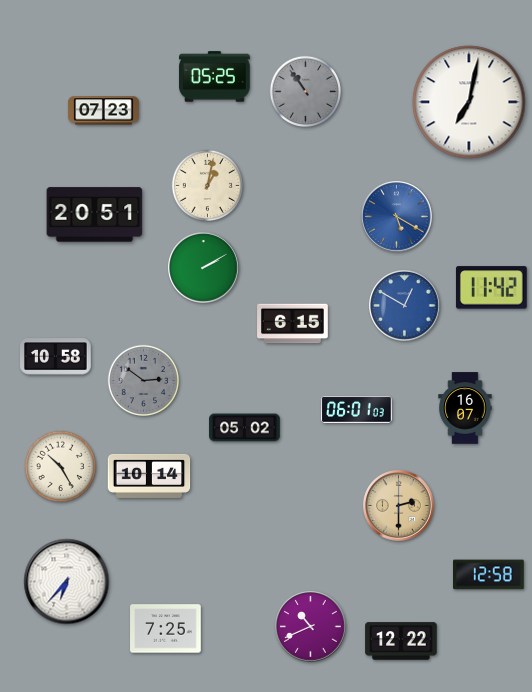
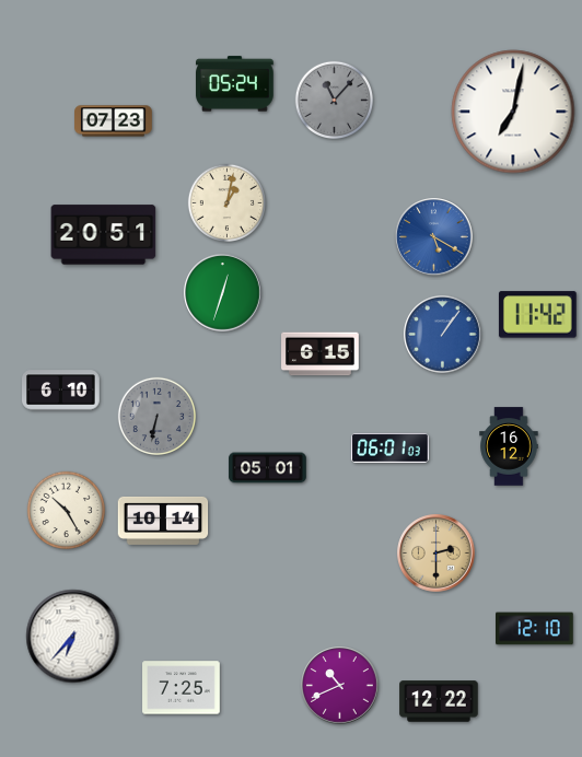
clock at (215, 77): 05:25 -> 05:24
clock at (306, 92): 10:54 -> 11:07
clock at (204, 268): 2:10 -> 12:33
clock at (405, 306): 12:50 -> 1:06
clock at (56, 357): 10:58 -> 6:10
clock at (144, 381): 2:51 -> 6:32
clock at (465, 408): 16:07 -> 16:12
clock at (245, 428): 05:02 -> 05:01
clock at (489, 575): 12:58 -> 12:10
